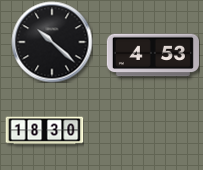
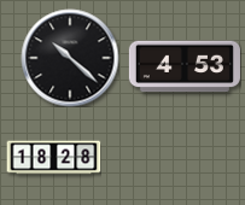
clock at (52, 42) position: (52, 42) -> (70, 58)
clock at (44, 131): 18:30 -> 18:28
